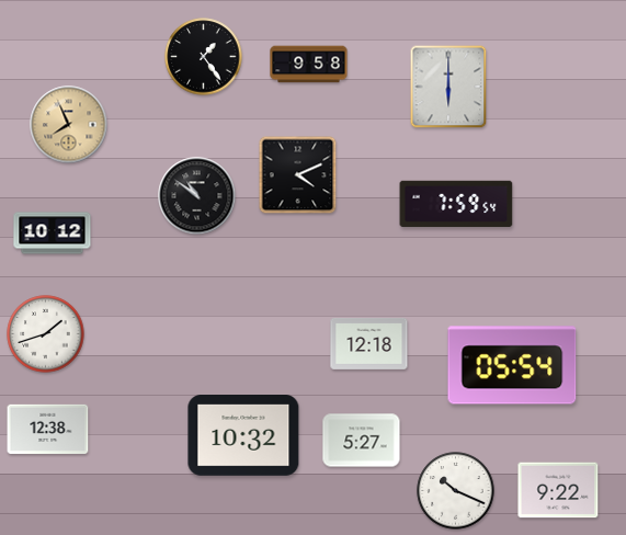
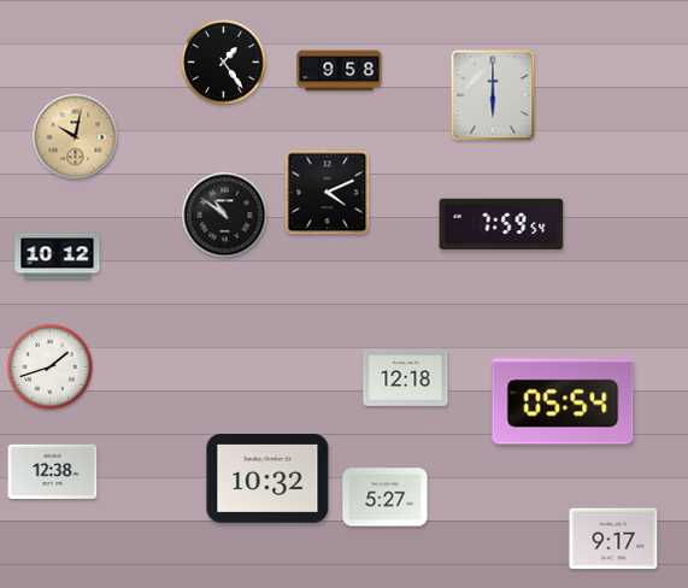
clock at (69, 125): 7:56 -> 10:02
clock at (197, 196) position: (197, 196) -> (225, 216)
clock at (362, 441) position: (362, 441) -> (386, 498)
clock at (558, 490): 9:22 -> 9:17
clock at (456, 491): 10:19 -> none
